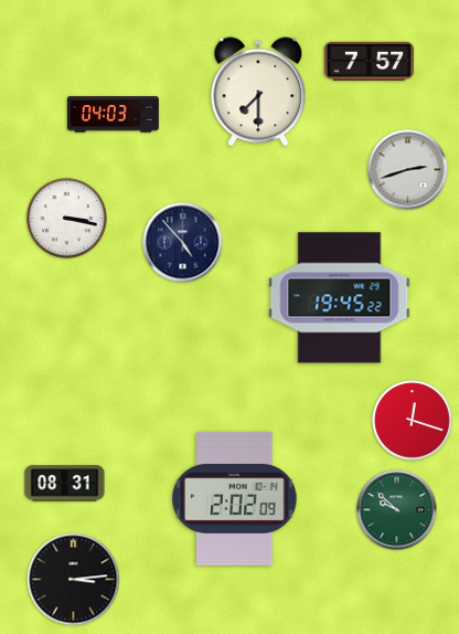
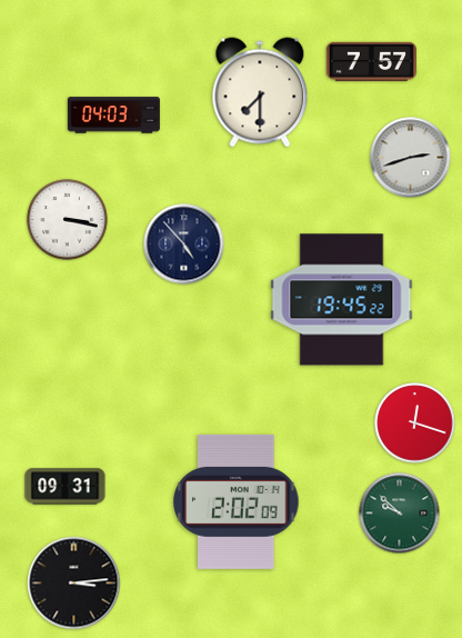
clock at (408, 170) position: (408, 170) -> (411, 158)
clock at (65, 484): 08:31 -> 09:31
